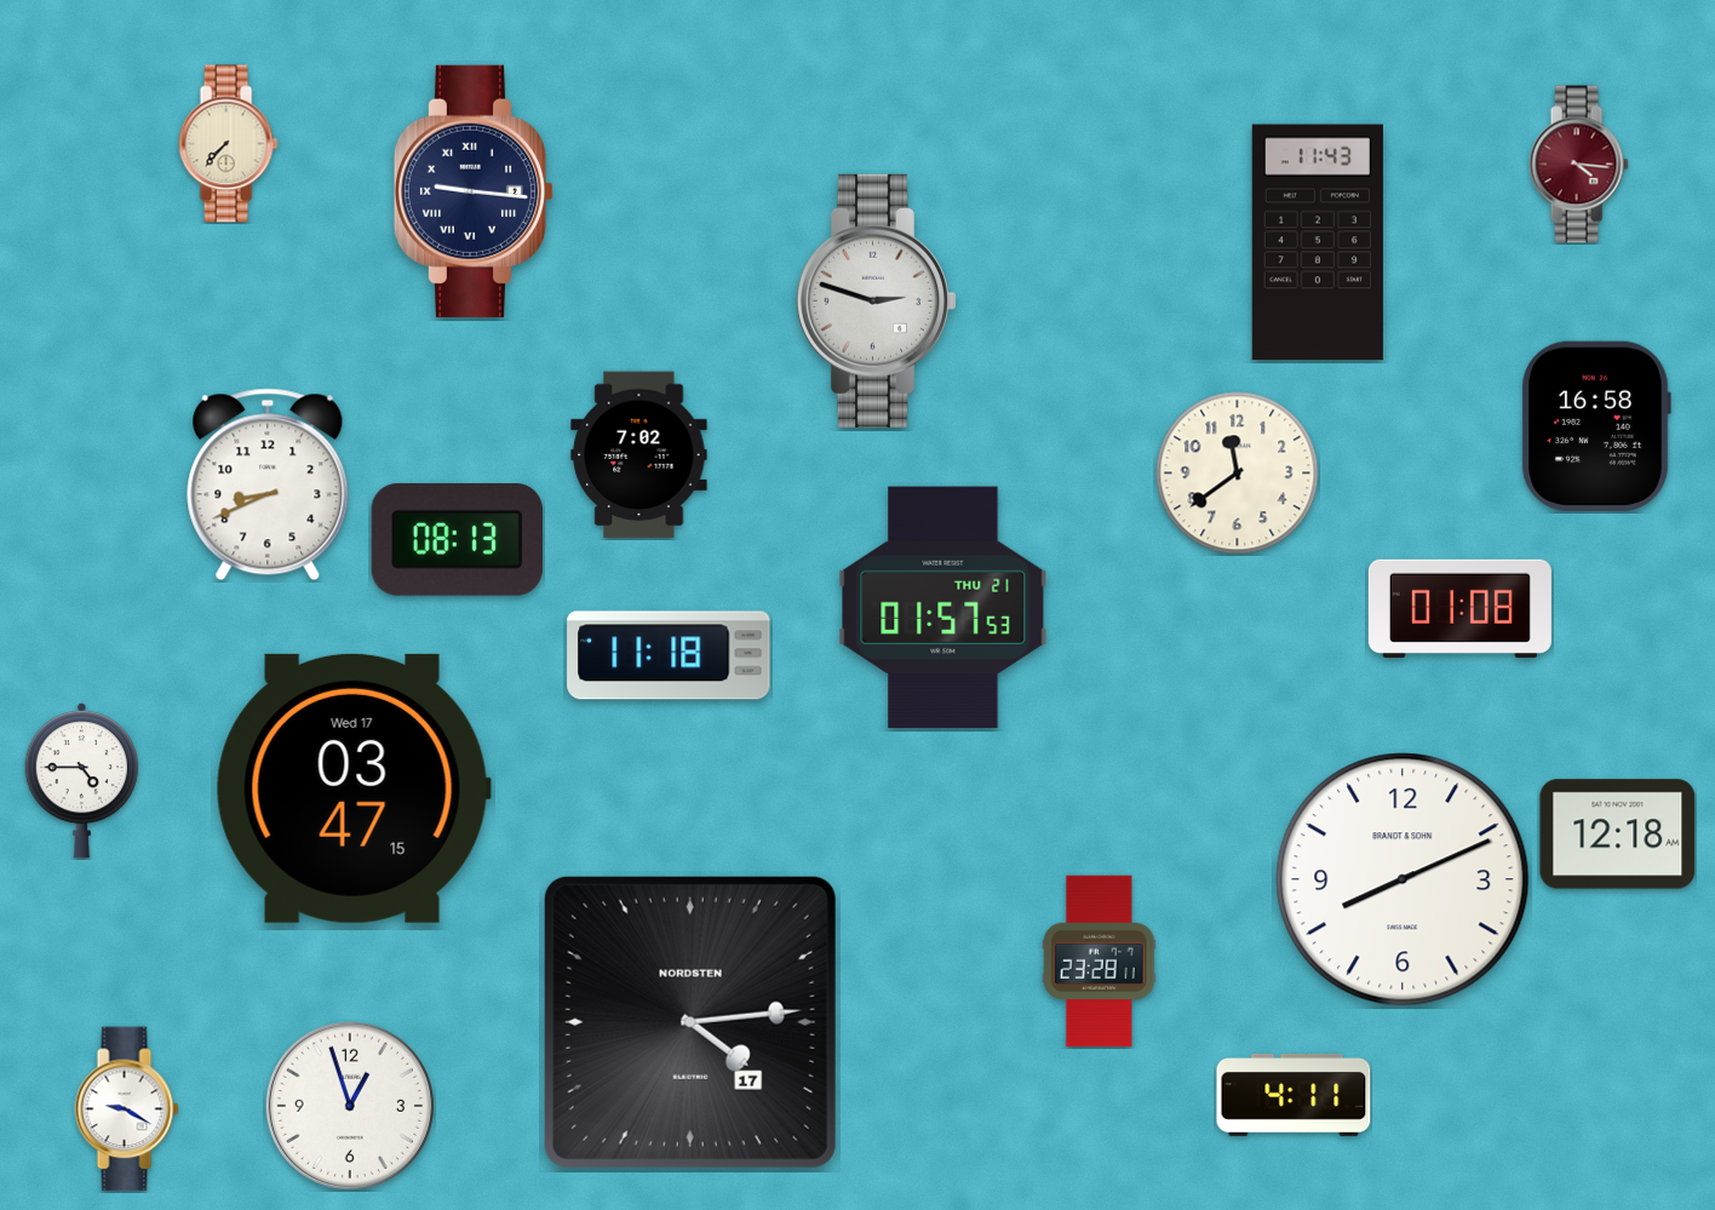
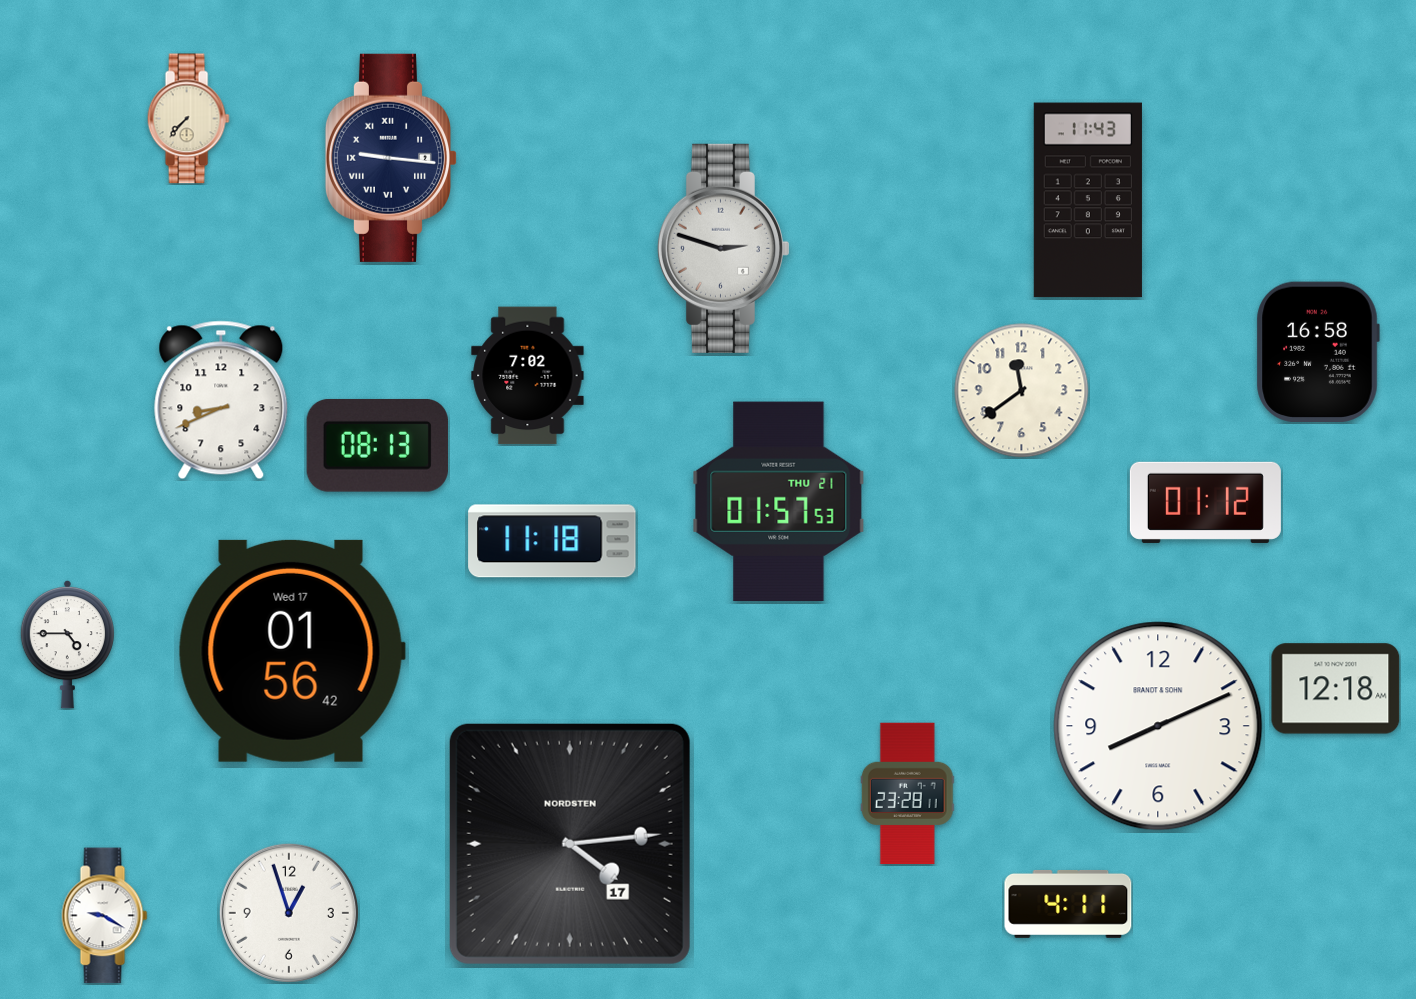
clock at (1578, 165): 4:16 -> none
clock at (1459, 608): 01:08 -> 01:12
clock at (354, 788): 03:47 -> 01:56
